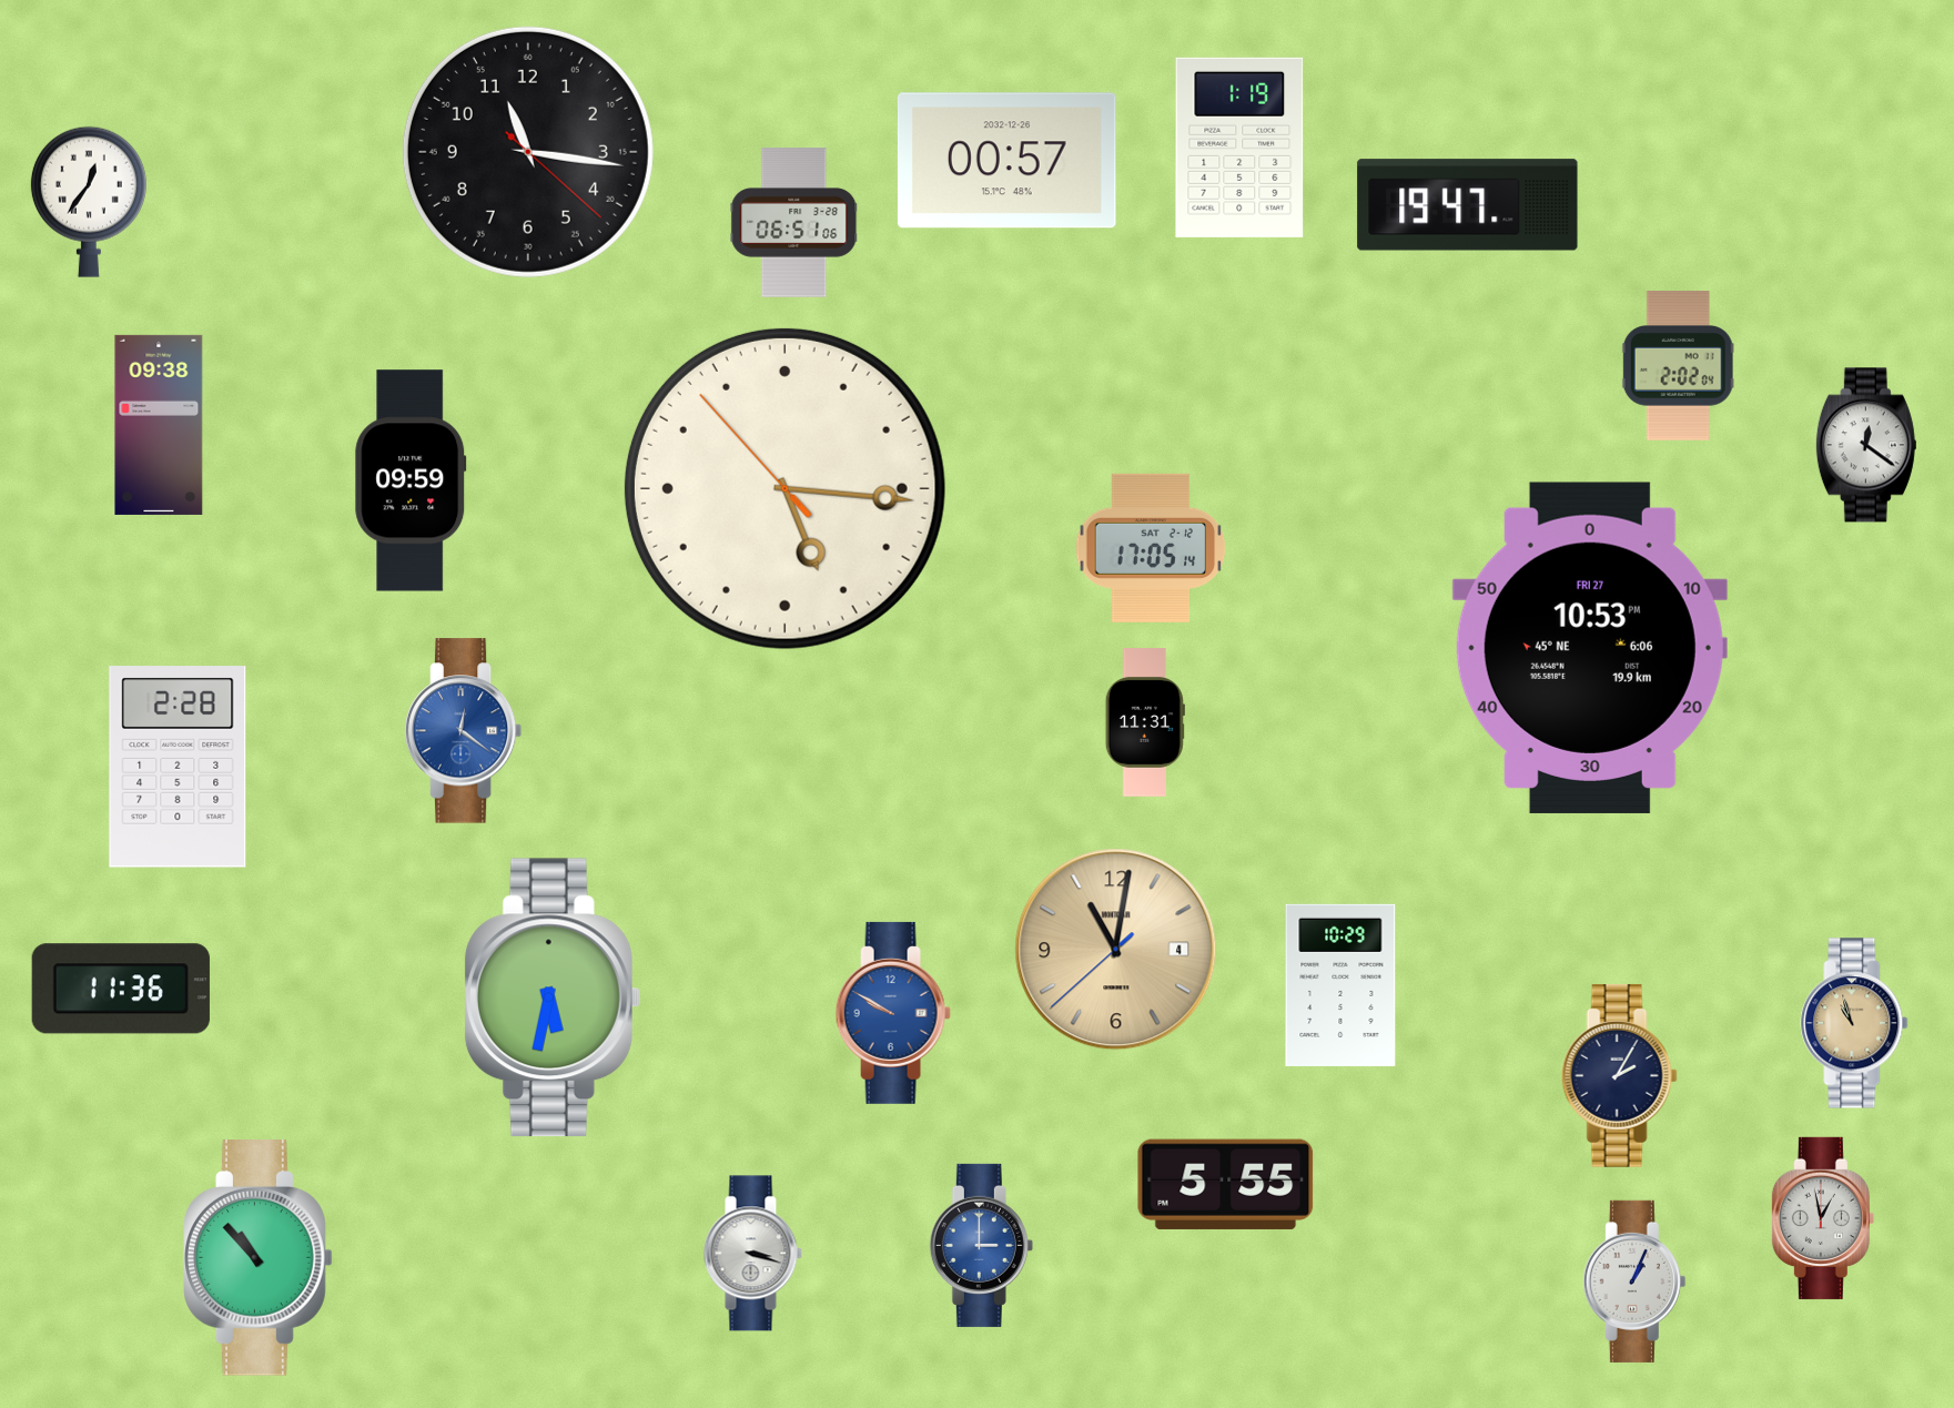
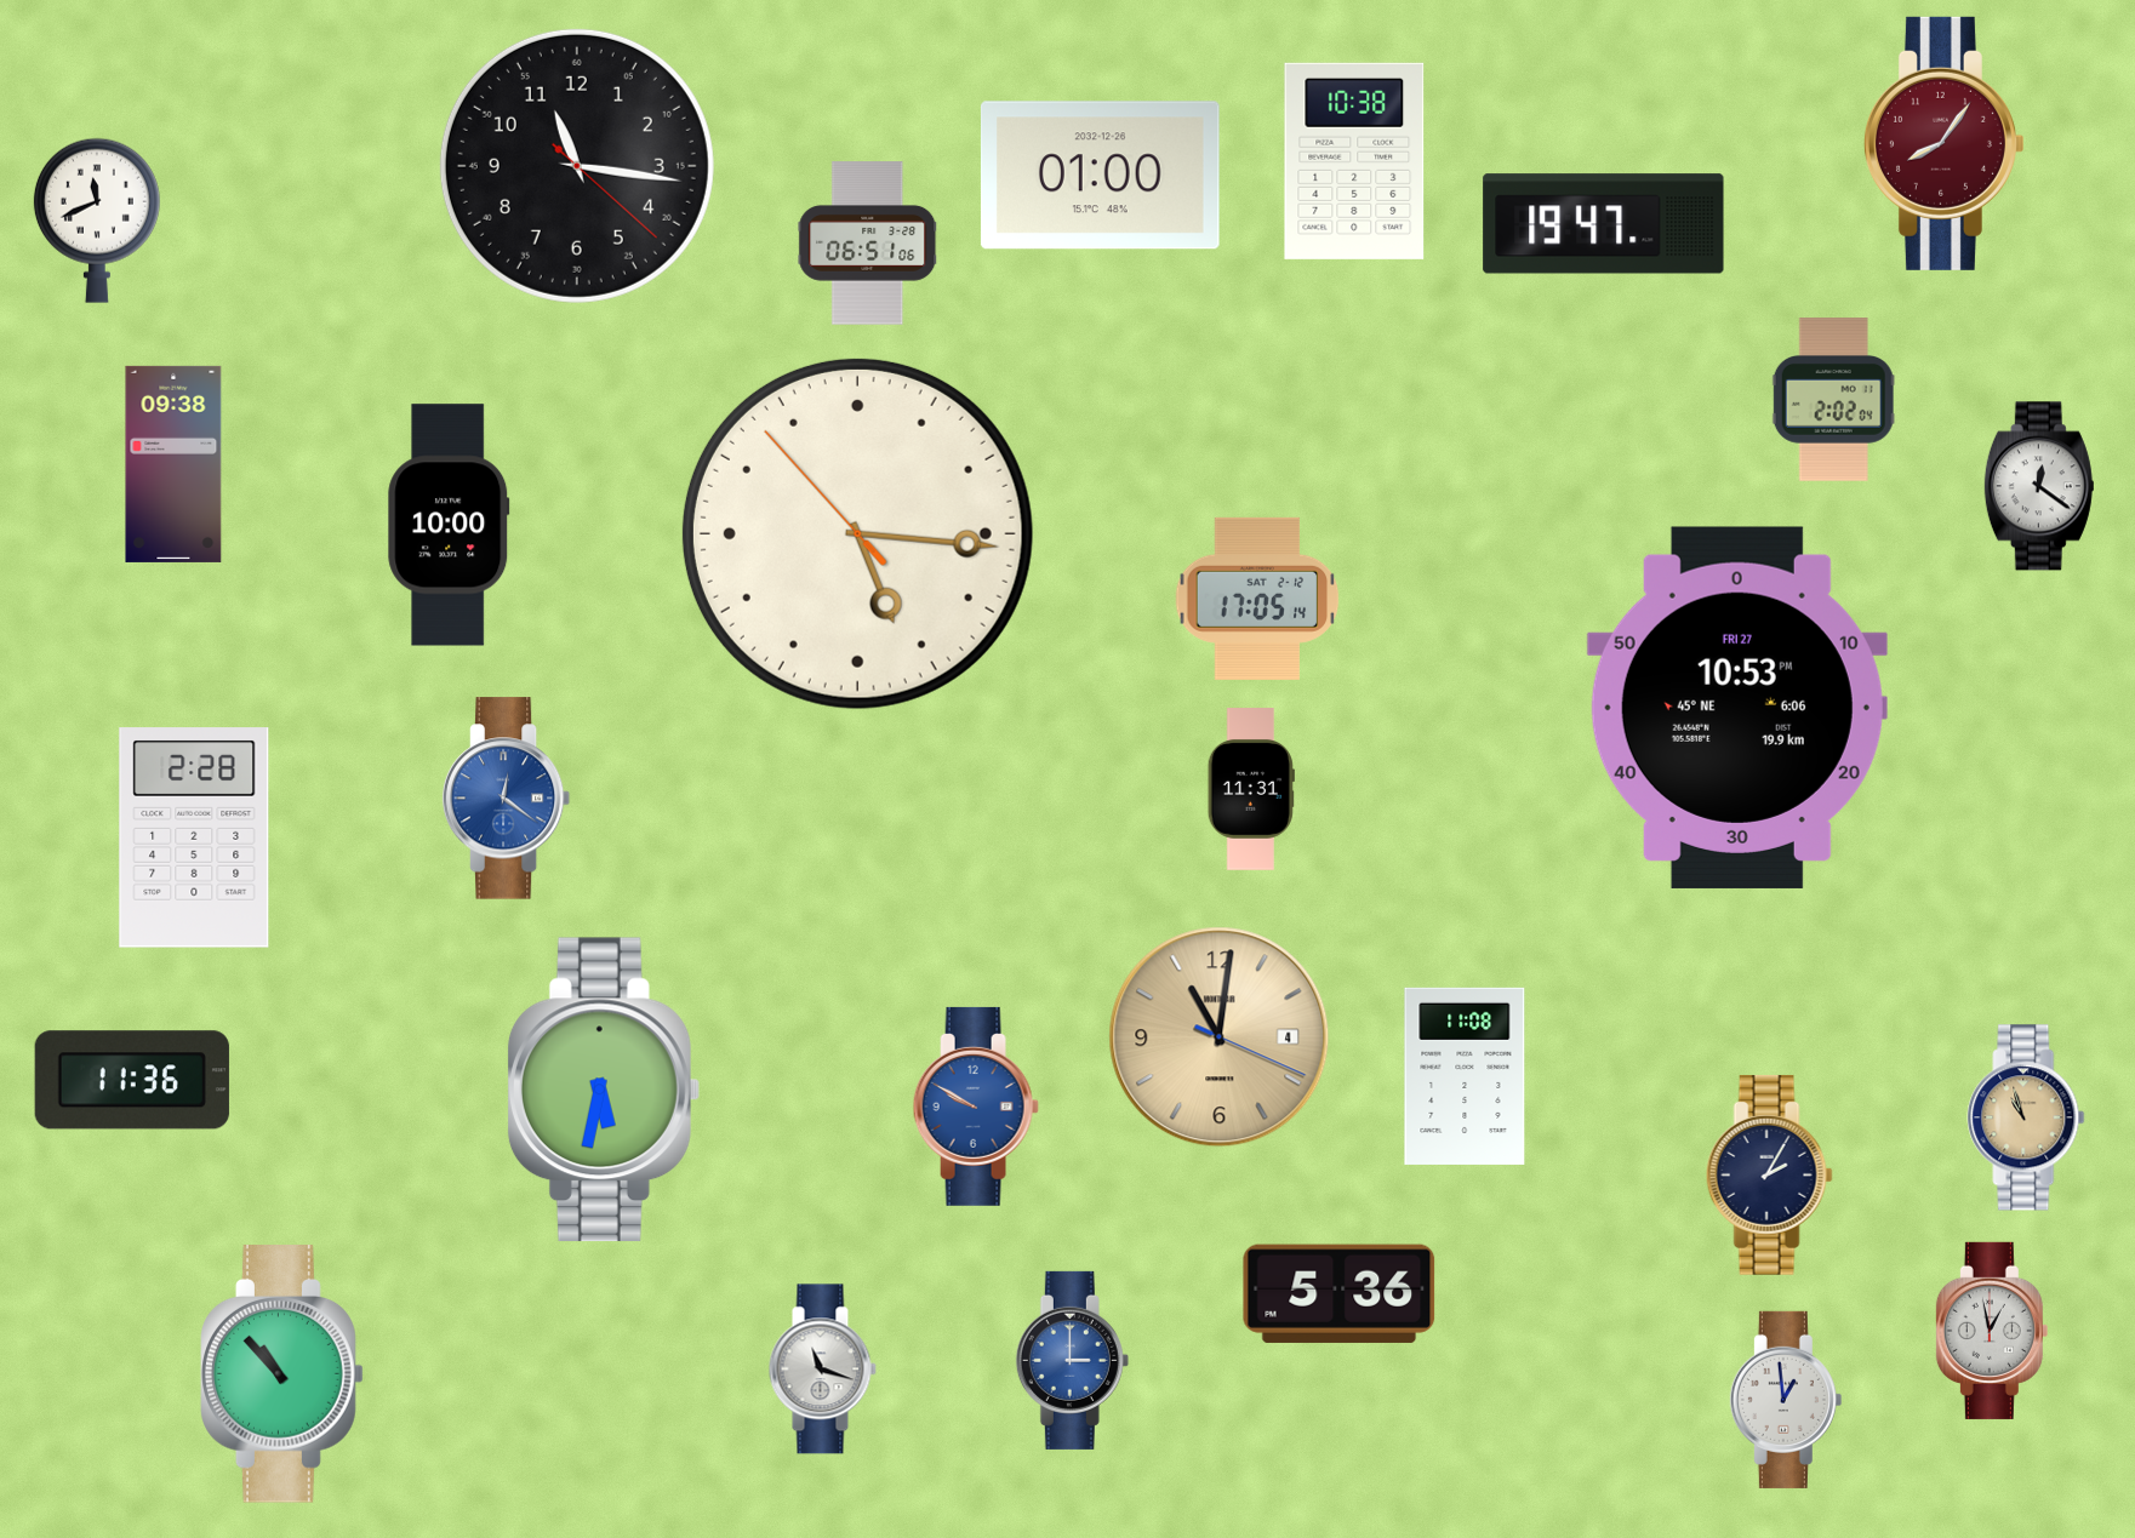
clock at (1943, 143): none -> 8:06
clock at (1239, 148): 1:19 -> 10:38
clock at (1006, 161): 00:57 -> 01:00
clock at (89, 202): 12:36 -> 11:41
clock at (411, 480): 09:59 -> 10:00
clock at (1116, 950): 11:01:38 -> 11:01:19
clock at (1340, 985): 10:29 -> 11:08
clock at (1226, 1184): 5:55 -> 5:36
clock at (752, 1254): 3:18 -> 11:18
clock at (1634, 1282): 1:04 -> 12:59
